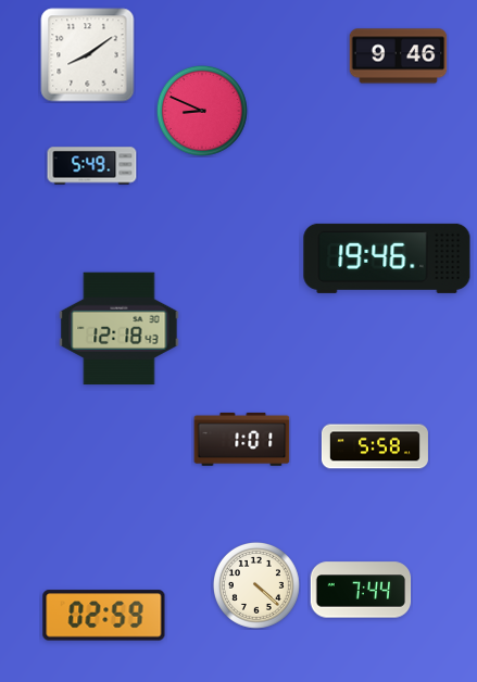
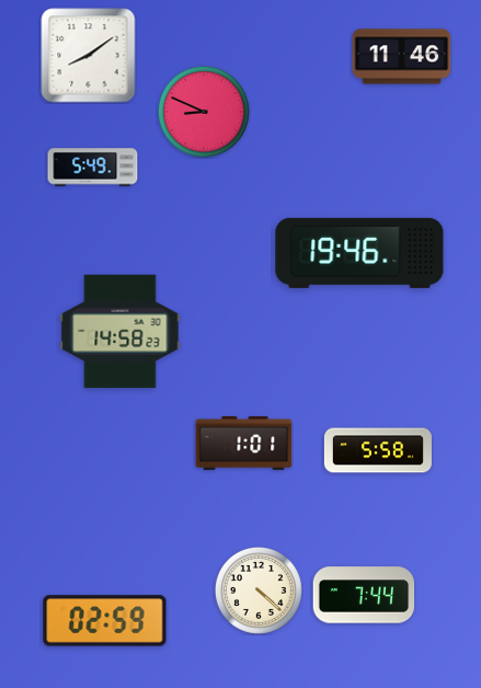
clock at (399, 56): 9:46 -> 11:46
clock at (387, 258) position: (387, 258) -> (359, 253)
clock at (120, 329): 12:18 -> 14:58
